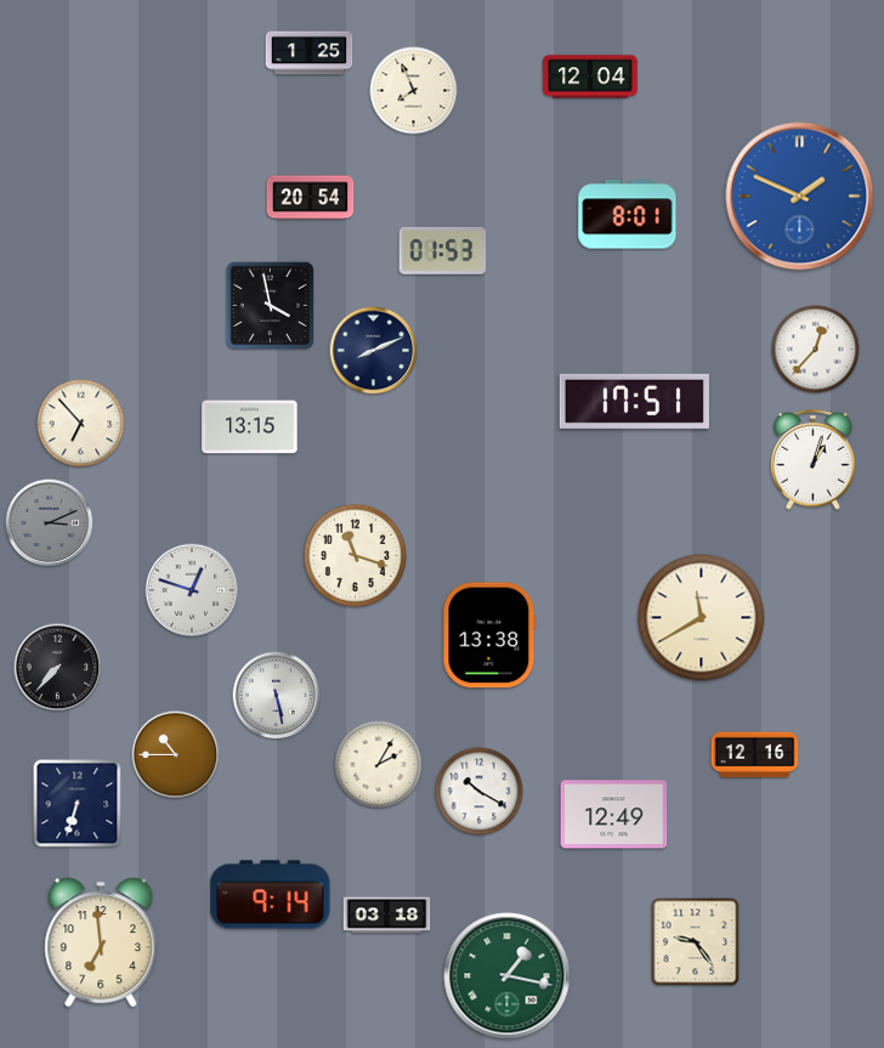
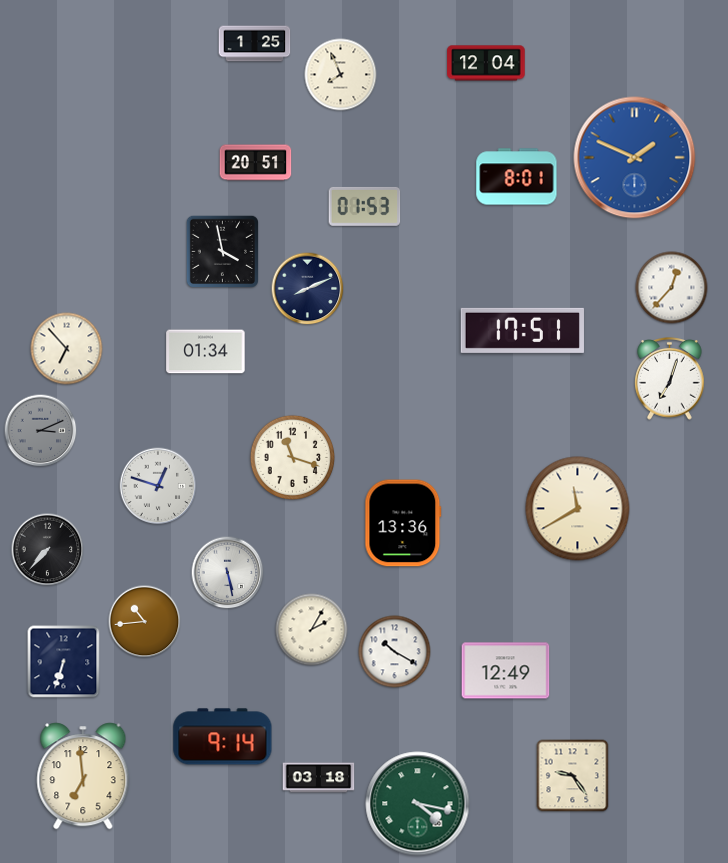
clock at (800, 197) position: (800, 197) -> (635, 158)
clock at (311, 198): 20:54 -> 20:51
clock at (250, 427): 13:15 -> 01:34
clock at (814, 460): 1:03 -> 7:03
clock at (489, 635): 13:38 -> 13:36
clock at (176, 755): 10:45 -> 10:44
clock at (755, 755): 12:16 -> none
clock at (387, 916) position: (387, 916) -> (319, 778)
clock at (508, 976): 1:17 -> 4:17
